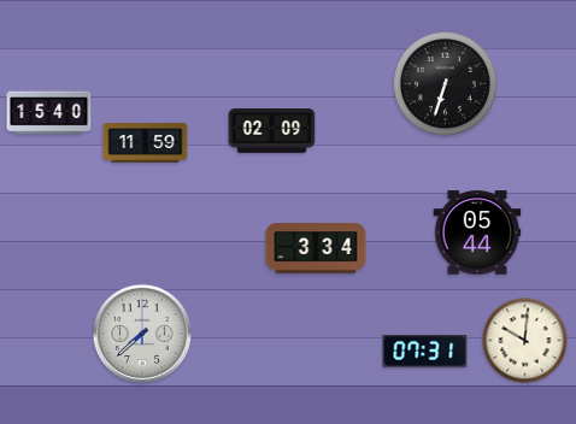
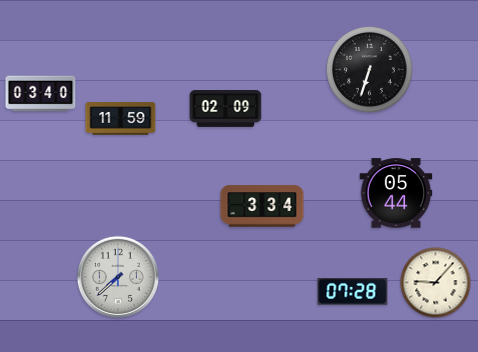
clock at (49, 113): 15:40 -> 03:40
clock at (525, 341): 10:01 -> 9:07
clock at (425, 352): 07:31 -> 07:28
